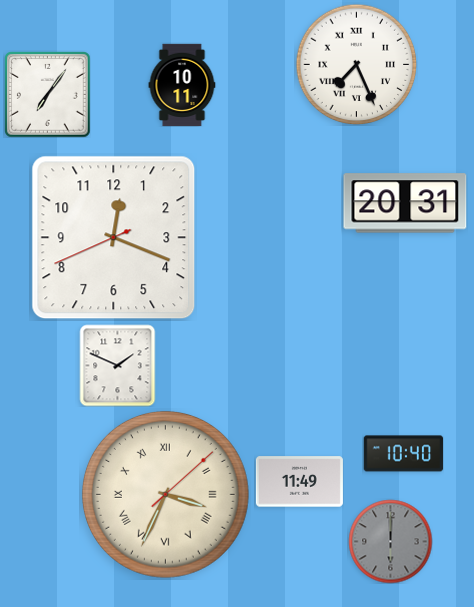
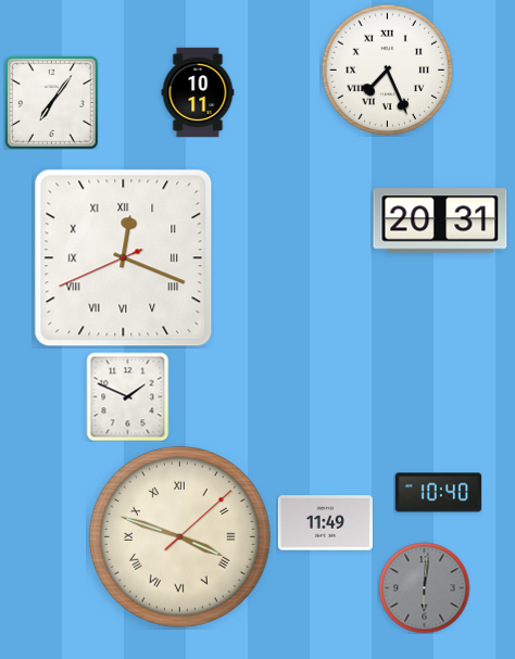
clock at (114, 238) numerals: Arabic -> Roman
clock at (165, 494): 3:34 -> 3:48
clock at (390, 541): 6:00 -> 6:01
